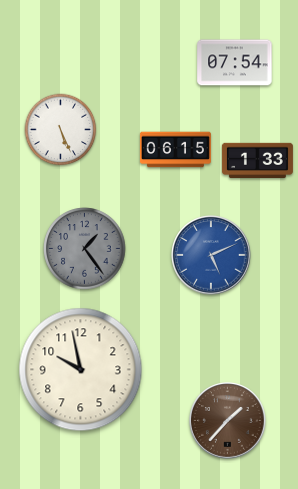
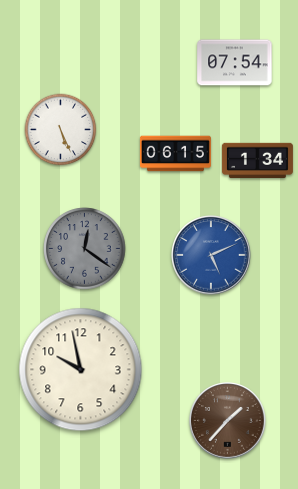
clock at (175, 150) position: (175, 150) -> (175, 154)
clock at (257, 160): 1:33 -> 1:34
clock at (85, 249): 1:24 -> 12:21
